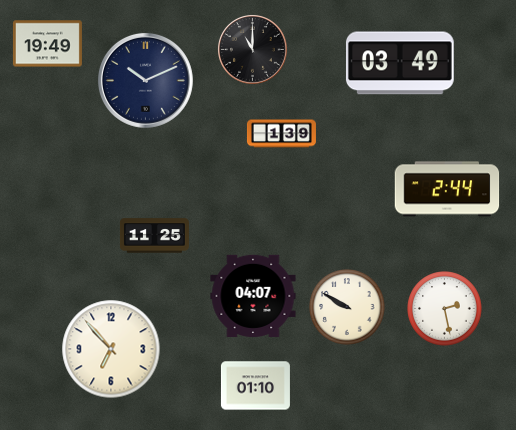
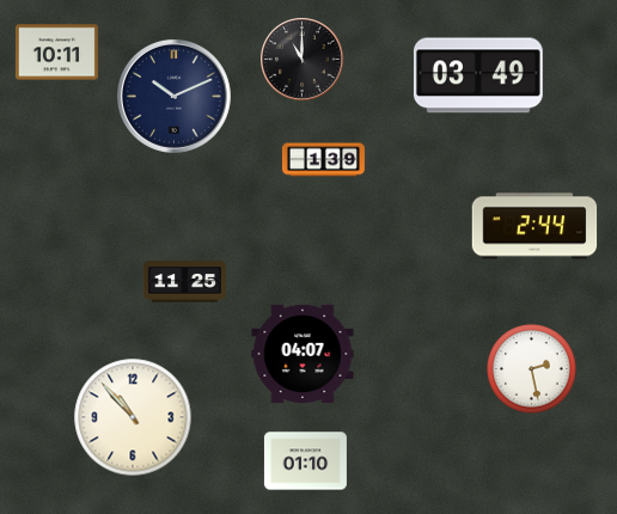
clock at (47, 44): 19:49 -> 10:11
clock at (281, 134) position: (281, 134) -> (323, 160)
clock at (347, 307): 9:50 -> none
clock at (111, 349): 6:53 -> 10:53
